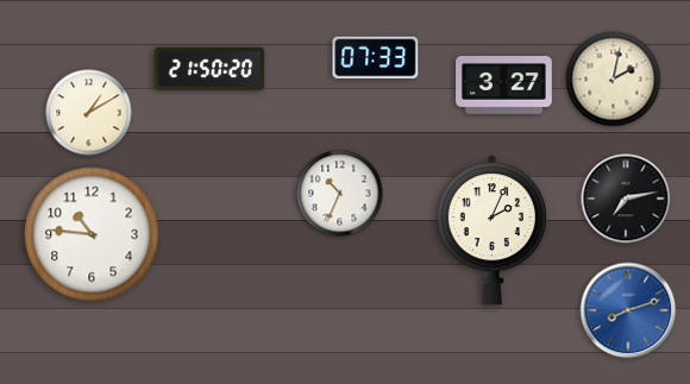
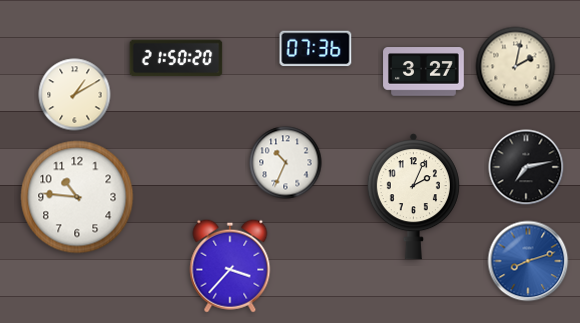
clock at (376, 58): 07:33 -> 07:36
clock at (491, 231) position: (491, 231) -> (413, 197)
clock at (230, 266): none -> 3:37
